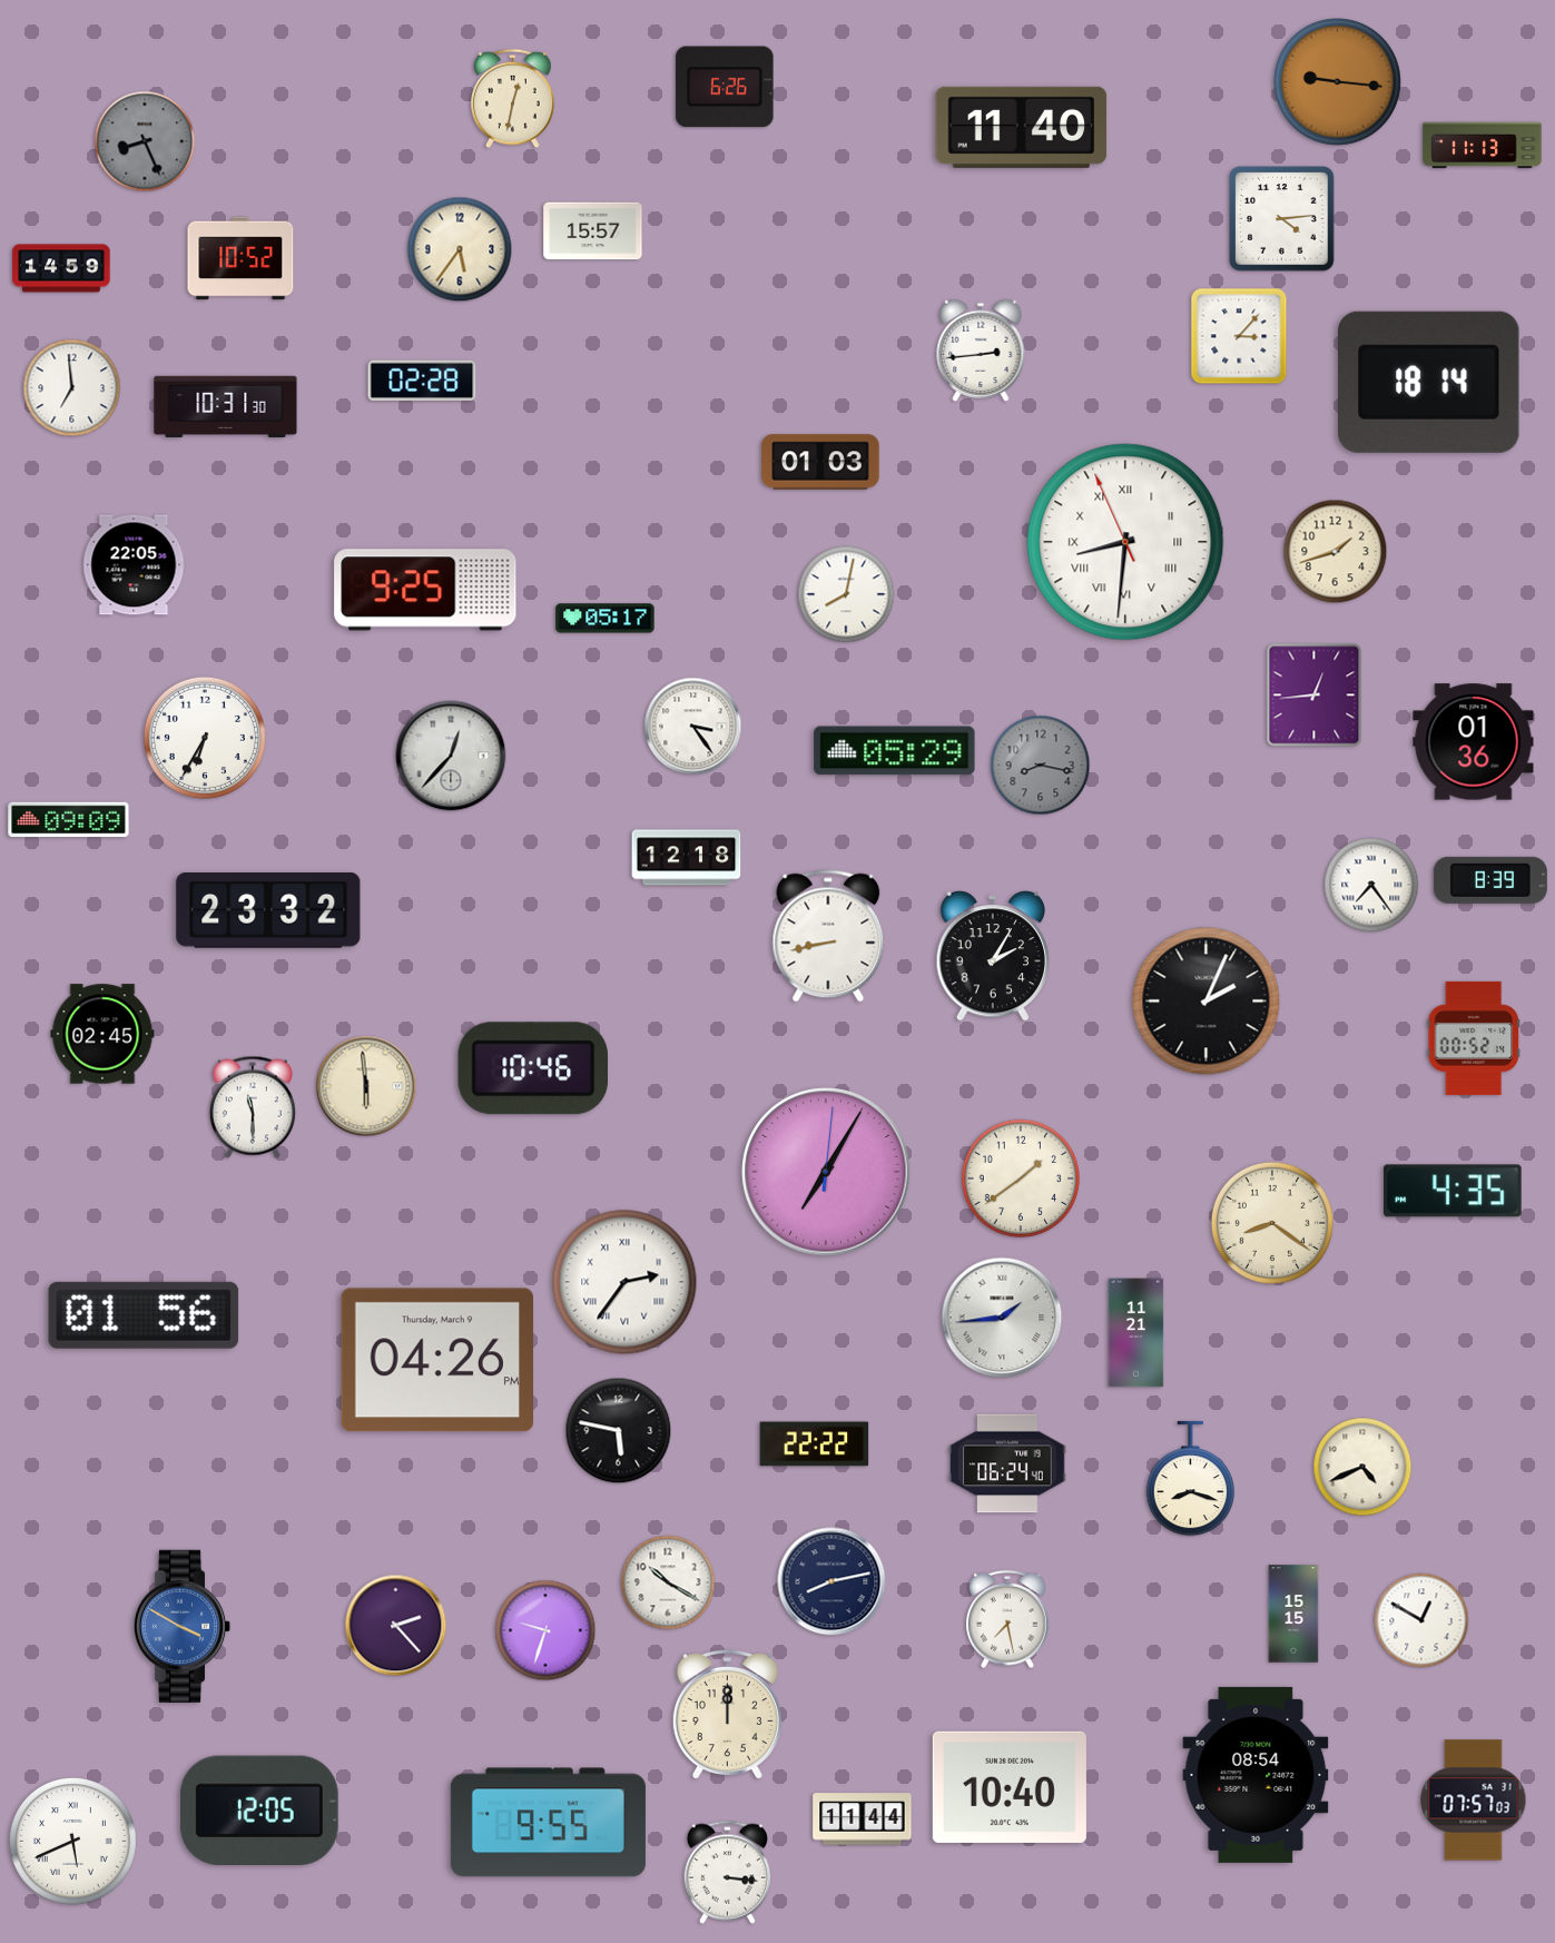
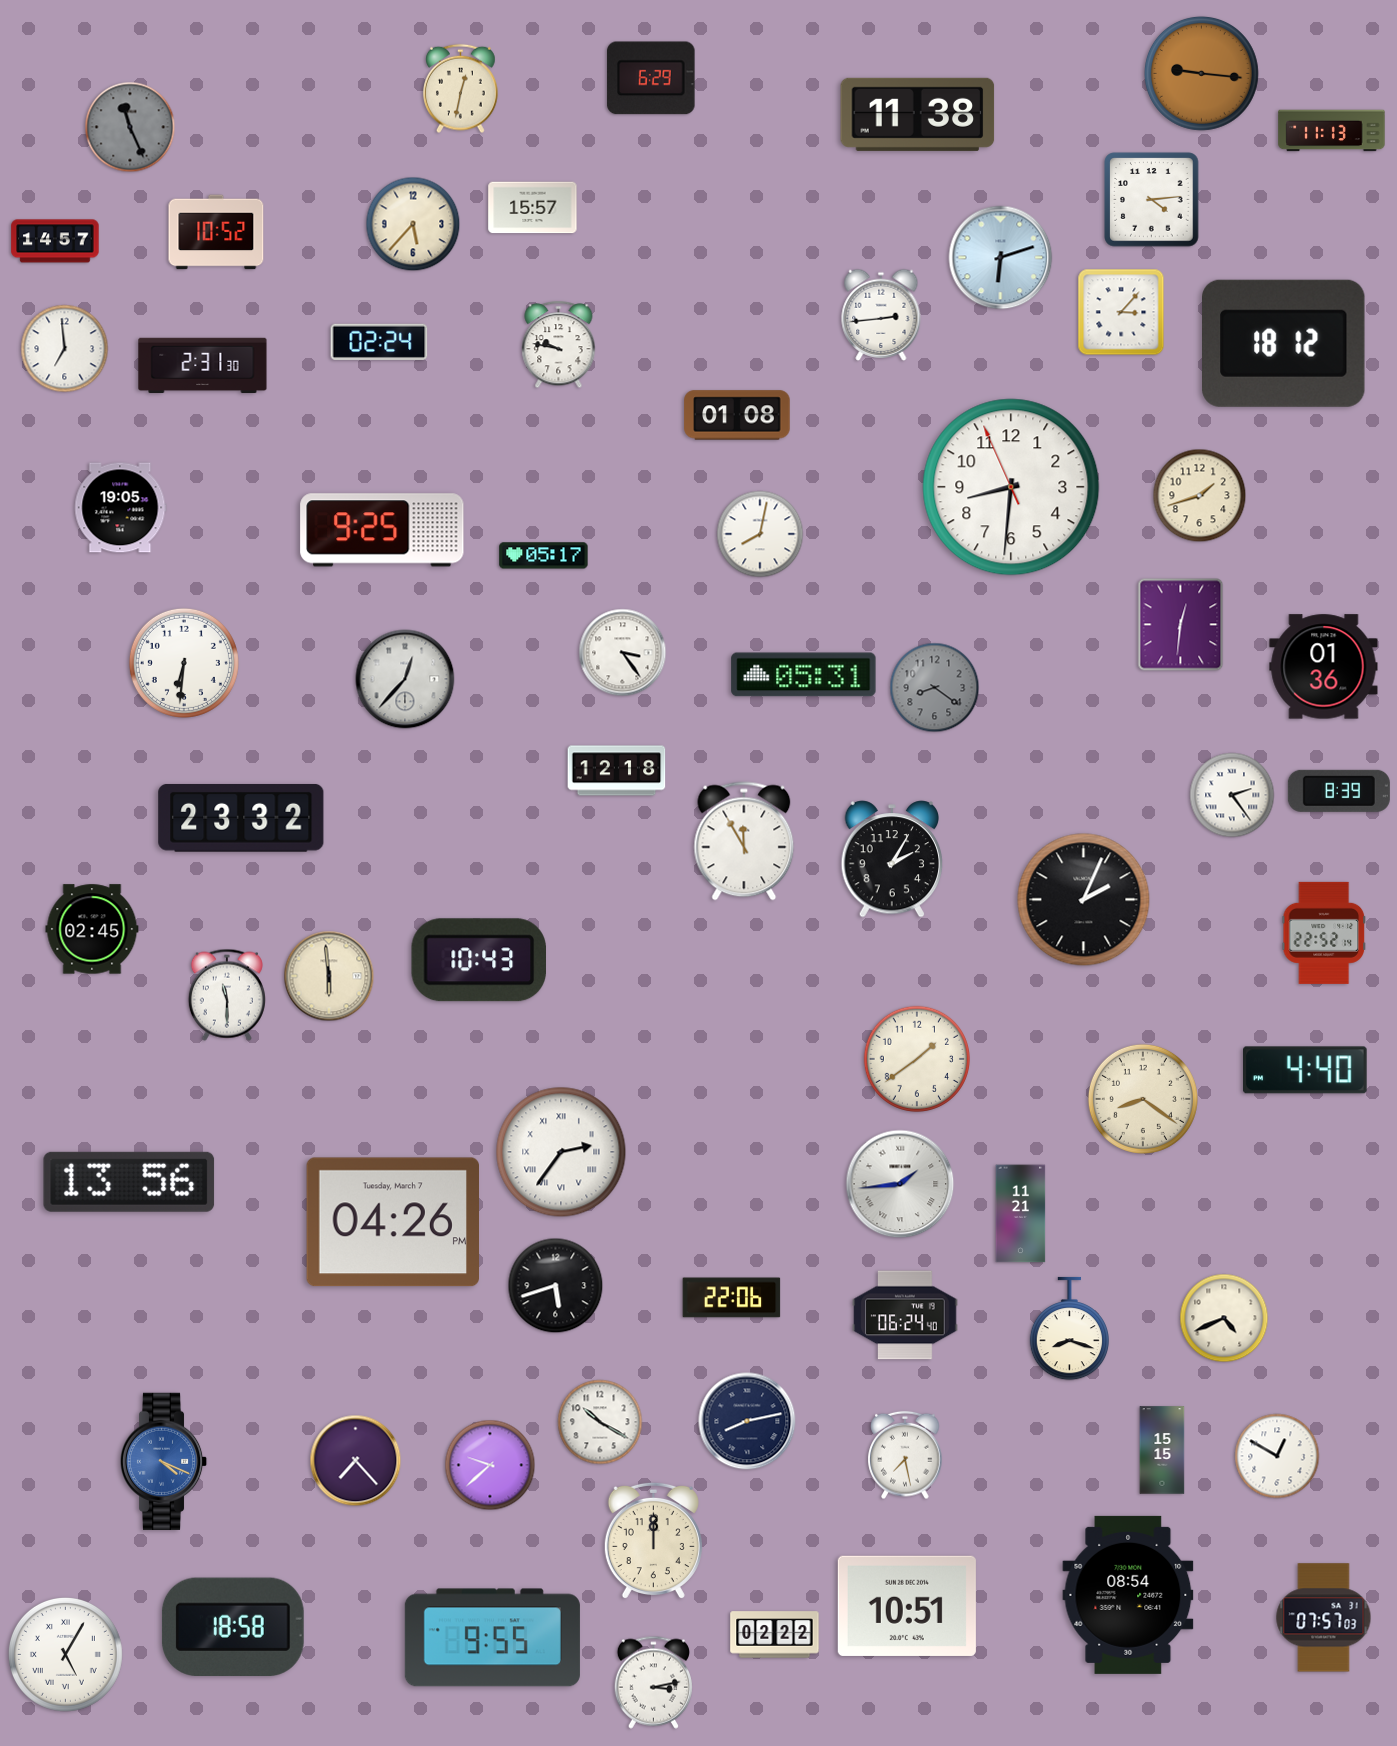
clock at (725, 87): 6:26 -> 6:29
clock at (1022, 127): 11:40 -> 11:38
clock at (145, 141): 8:26 -> 11:26
clock at (1282, 219) position: (1282, 219) -> (1152, 200)
clock at (460, 249): 5:36 -> 5:37
clock at (61, 268): 14:59 -> 14:57
clock at (1001, 258): none -> 6:12
clock at (1239, 336) position: (1239, 336) -> (1121, 312)
clock at (422, 381): 02:28 -> 02:24
clock at (1429, 382): 18:14 -> 18:12
clock at (559, 345): none -> 9:47
clock at (226, 407): 10:31 -> 2:31
clock at (820, 462): 01:03 -> 01:08
clock at (1125, 542) numerals: Roman -> Arabic
clock at (135, 565): 22:05 -> 19:05
clock at (1315, 696): 12:44 -> 12:31
clock at (205, 738): 6:35 -> 6:31
clock at (895, 751): 05:29 -> 05:31
clock at (1041, 766): 8:17 -> 8:21
clock at (69, 820): 09:09 -> none
clock at (1371, 885): 7:24 -> 2:24
clock at (828, 936): 8:43 -> 11:55
clock at (1473, 1038): 00:52 -> 22:52
clock at (532, 1068): 10:46 -> 10:43
clock at (826, 1172): 7:05 -> none
clock at (1454, 1191): 4:35 -> 4:40
clock at (144, 1315): 01:56 -> 13:56
clock at (1136, 1333) position: (1136, 1333) -> (1021, 1214)
clock at (436, 1360) date: Thursday, March 9 -> Tuesday, March 7
clock at (619, 1431): 5:47 -> 5:42
clock at (815, 1444): 22:22 -> 22:06
clock at (183, 1626): 3:50 -> 4:19
clock at (396, 1626): 2:23 -> 7:23
clock at (545, 1630): 9:33 -> 9:38
clock at (1010, 1787): 10:40 -> 10:51
clock at (259, 1809): 12:05 -> 18:58
clock at (863, 1819): 11:44 -> 02:22
clock at (72, 1841): 5:41 -> 5:05
clock at (727, 1872): 3:16 -> 3:13
